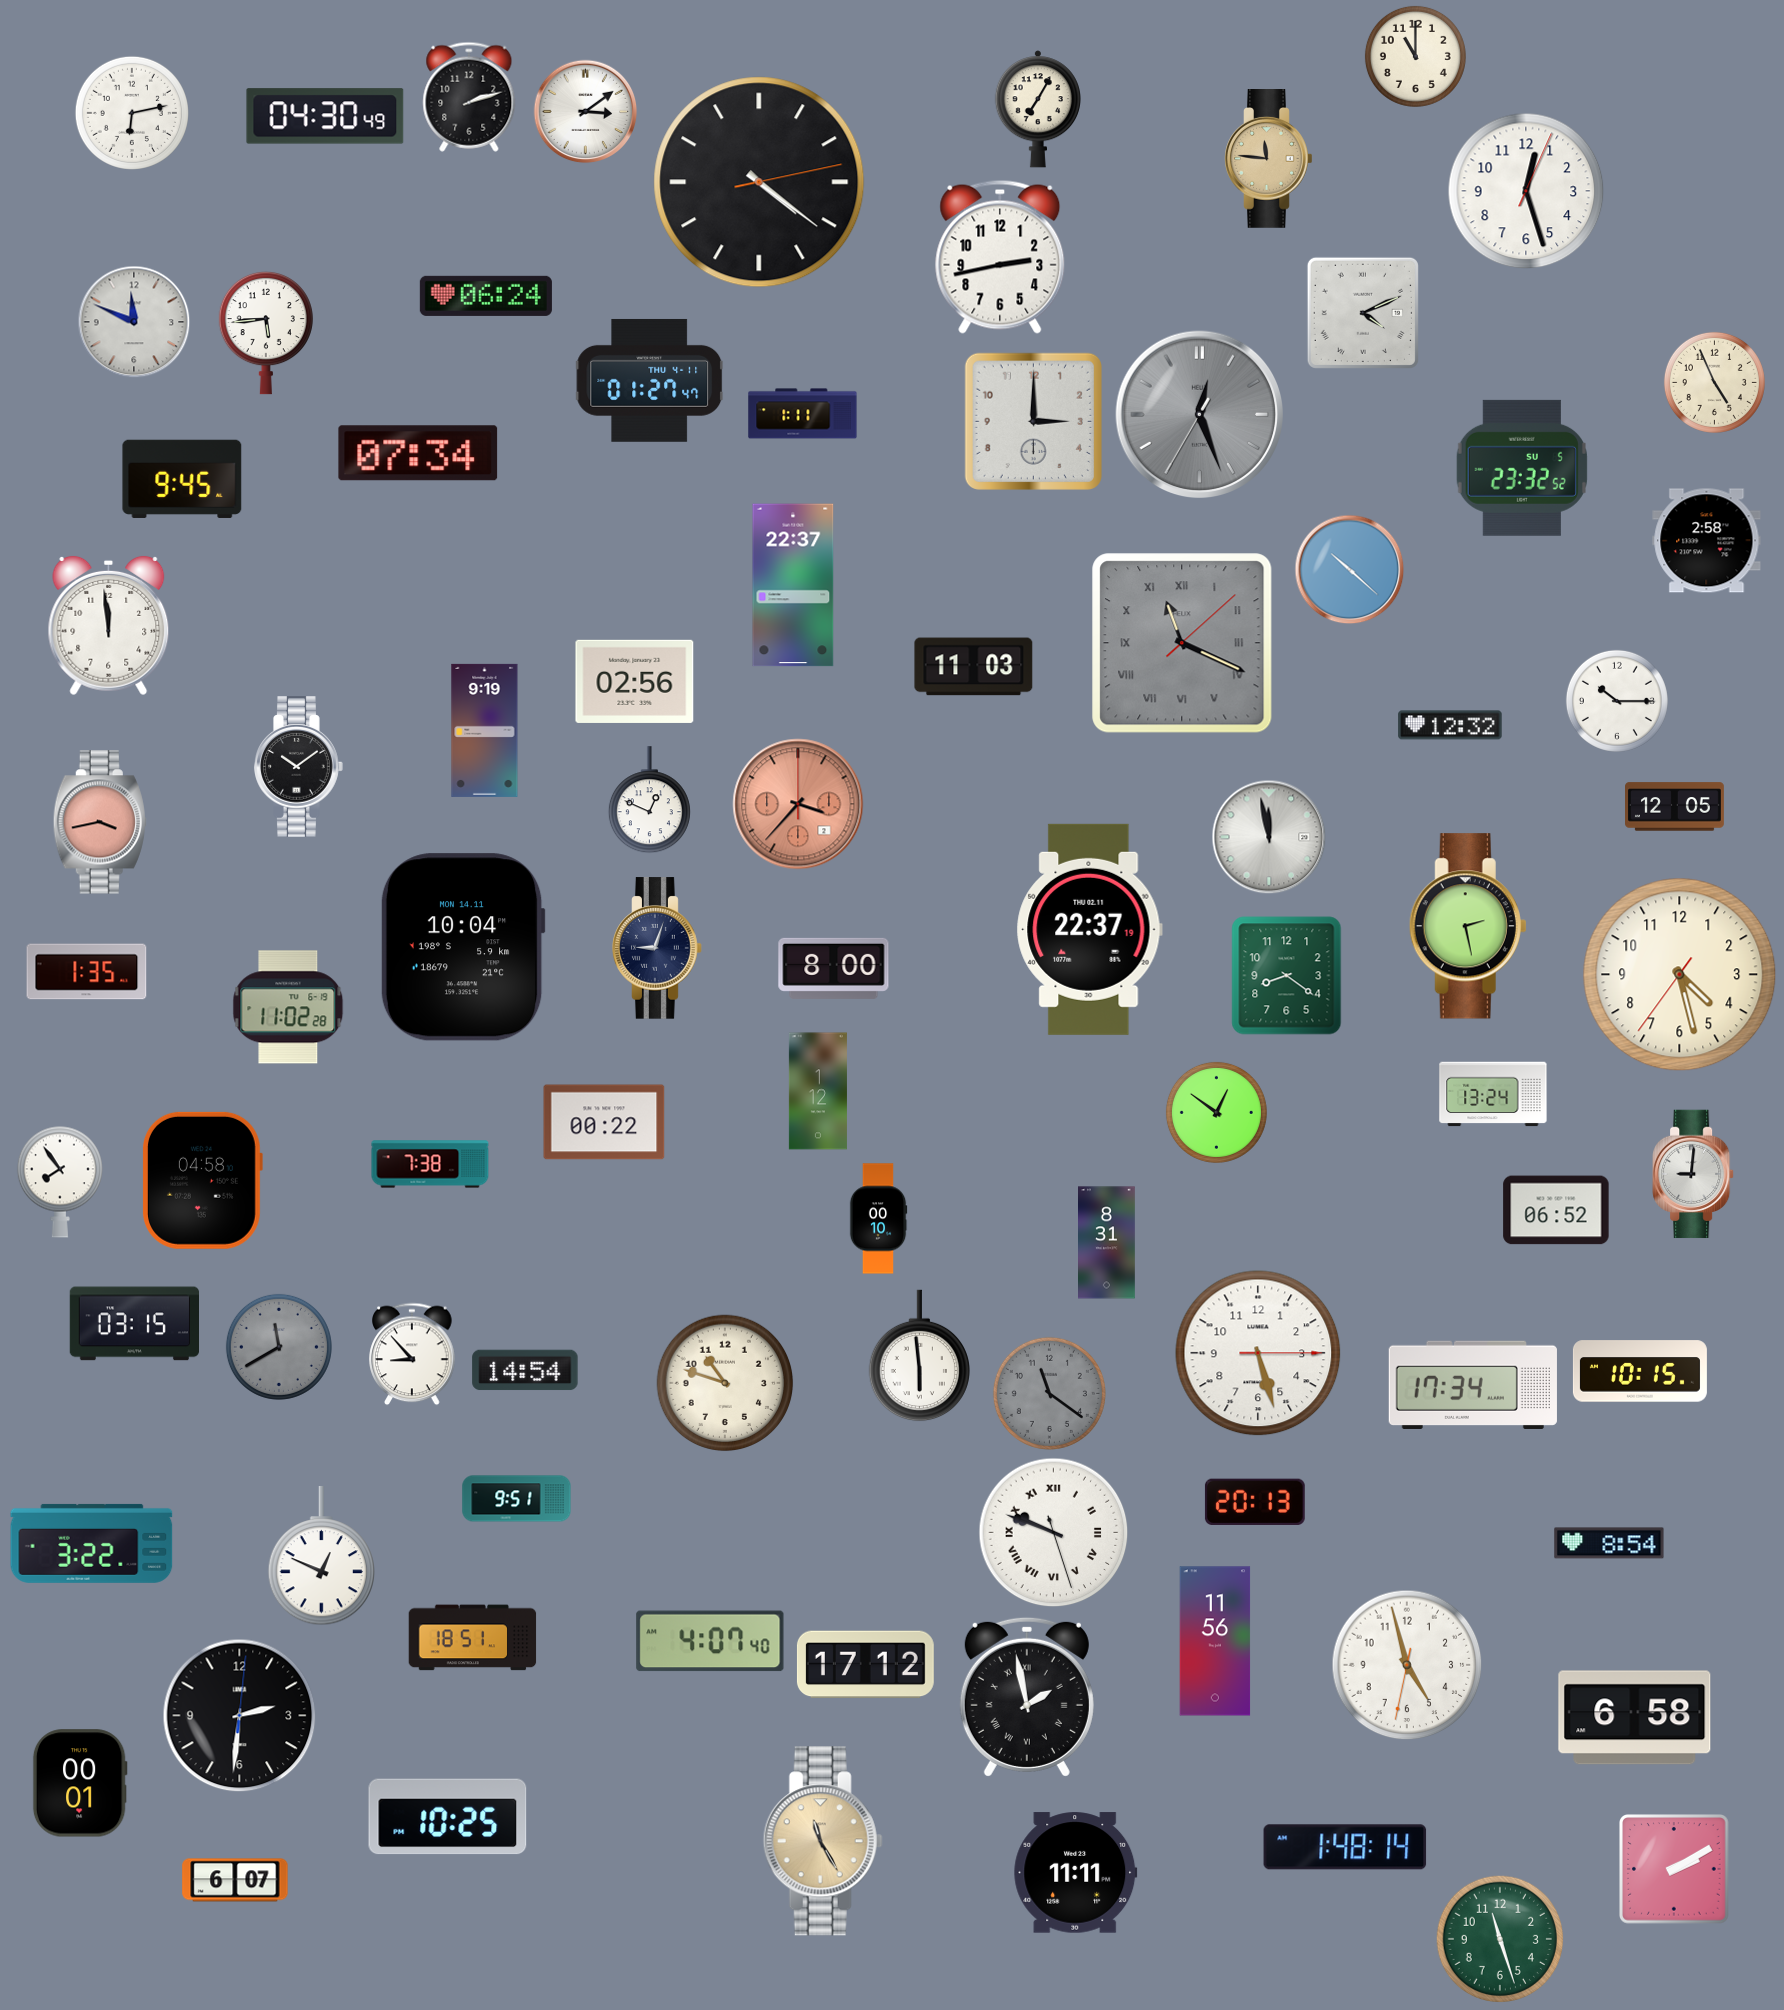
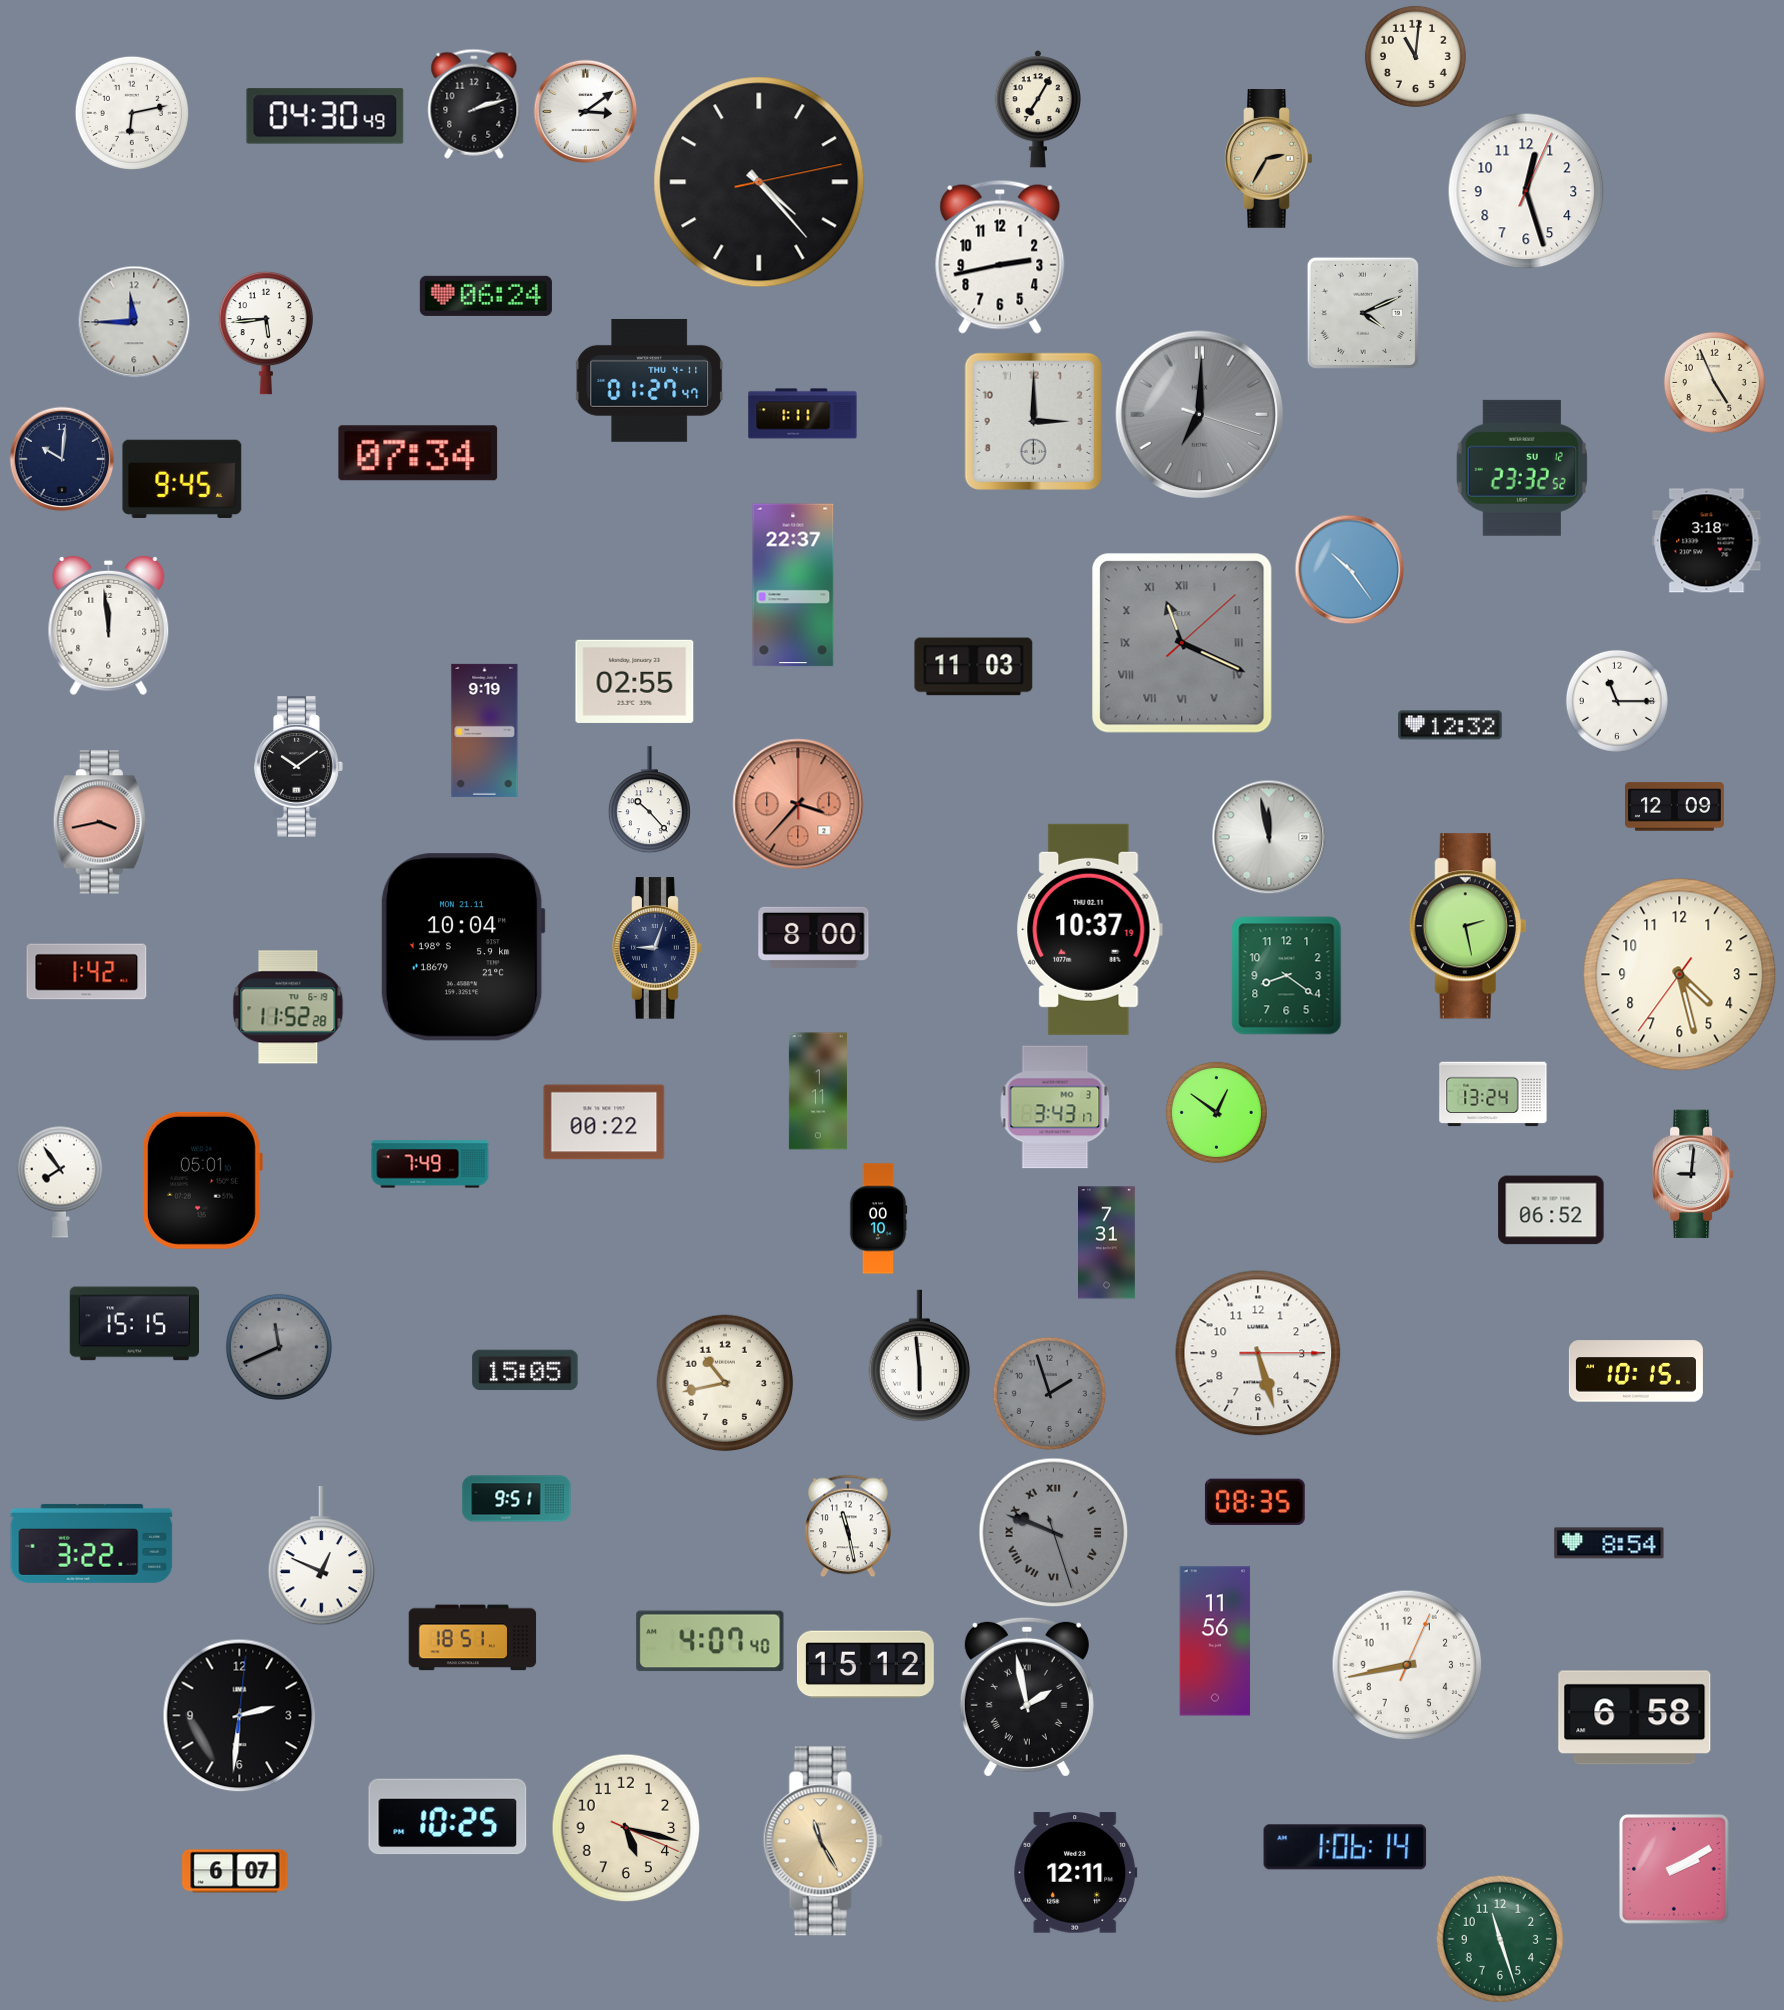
clock at (1415, 56): 11:00 -> 11:01
clock at (469, 97) position: (469, 97) -> (474, 104)
clock at (1269, 159): 11:46 -> 2:35
clock at (759, 182): 4:21 -> 4:23
clock at (134, 322): 11:49 -> 11:45
clock at (1200, 415): 12:26 -> 7:00
clock at (62, 459): none -> 10:01
clock at (1522, 468) date: SU 5 -> SU 12
clock at (1707, 541): 2:58 -> 3:18
clock at (1350, 570): 10:22 -> 10:24
clock at (635, 681): 02:56 -> 02:55
clock at (1617, 701): 10:15 -> 11:15
clock at (649, 800): 12:49 -> 10:23
clock at (1675, 807): 12:05 -> 12:09
clock at (1089, 929): 22:37 -> 10:37
clock at (463, 947) date: MON 14.11 -> MON 21.11
clock at (834, 968) position: (834, 968) -> (814, 937)
clock at (87, 972): 1:35 -> 1:42
clock at (288, 1007): 11:02 -> 11:52
clock at (818, 1091): 1:12 -> 1:11
clock at (1055, 1107): none -> 3:43
clock at (430, 1164): 7:38 -> 7:49
clock at (202, 1180): 04:58 -> 05:01
clock at (1556, 1210) position: (1556, 1210) -> (1551, 1210)
clock at (1107, 1243): 8:31 -> 7:31
clock at (134, 1324): 03:15 -> 15:15
clock at (279, 1347): 11:40 -> 11:41
clock at (412, 1354): 8:53 -> none
clock at (525, 1370): 14:54 -> 15:05
clock at (1640, 1371) position: (1640, 1371) -> (1636, 1371)
clock at (725, 1383): 10:48 -> 10:43
clock at (1473, 1385): 17:34 -> none
clock at (1049, 1393): 11:21 -> 1:57
clock at (1255, 1501): 20:13 -> 08:35
clock at (848, 1526): none -> 11:28
clock at (1054, 1533) dial: white -> grey
clock at (865, 1665): 17:12 -> 15:12
clock at (1407, 1665): 4:57 -> 8:43
clock at (80, 1783): 00:01 -> none
clock at (626, 1828): none -> 5:17
clock at (1345, 1847): 1:48 -> 1:06
clock at (1076, 1873): 11:11 -> 12:11
clock at (235, 1880) position: (235, 1880) -> (235, 1871)
